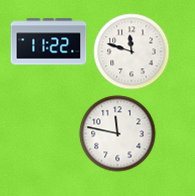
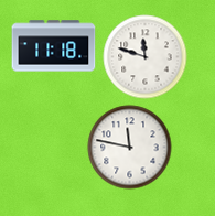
clock at (49, 42): 11:22 -> 11:18
